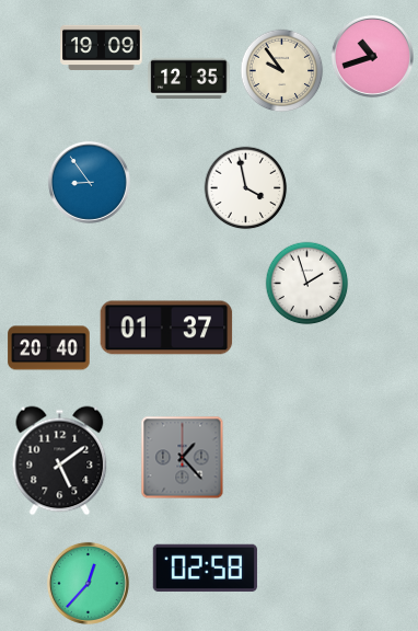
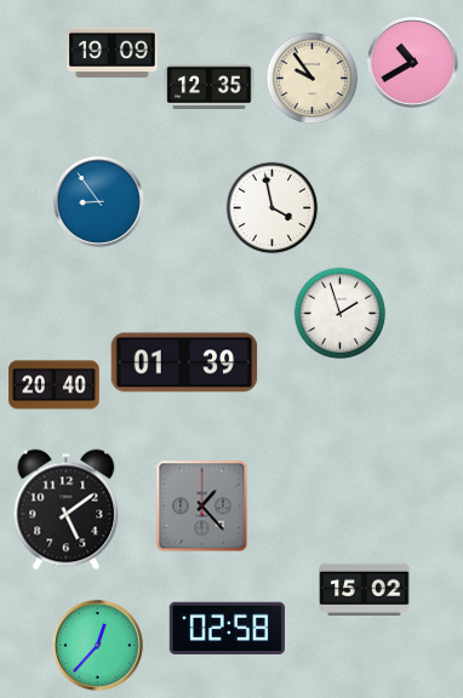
clock at (372, 56): 10:42 -> 10:40
clock at (166, 328): 01:37 -> 01:39
clock at (365, 589): none -> 15:02
